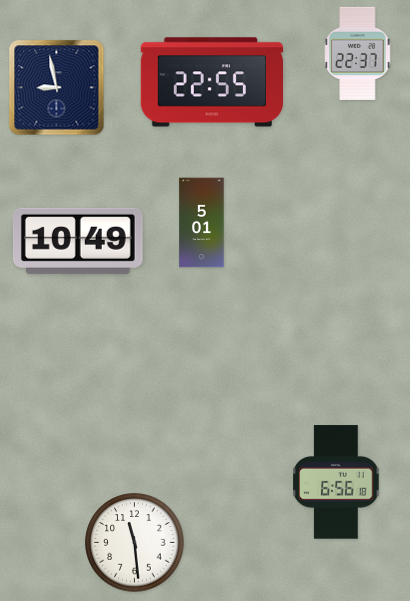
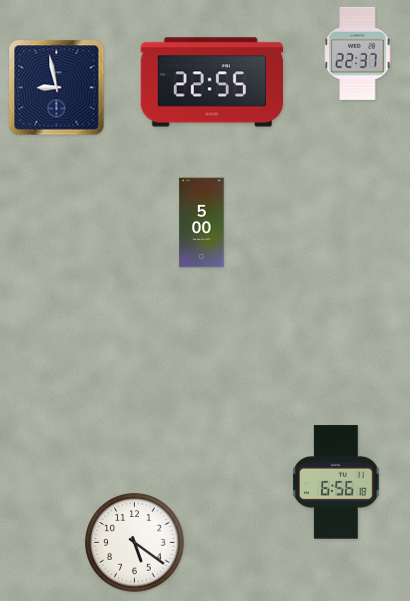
clock at (202, 223): 5:01 -> 5:00
clock at (78, 241): 10:49 -> none
clock at (135, 543): 11:29 -> 5:21
